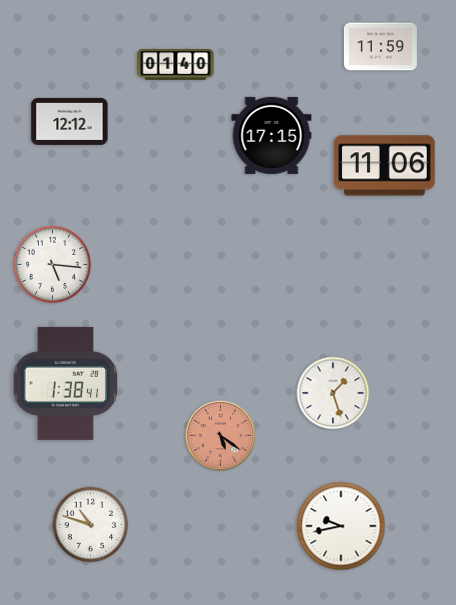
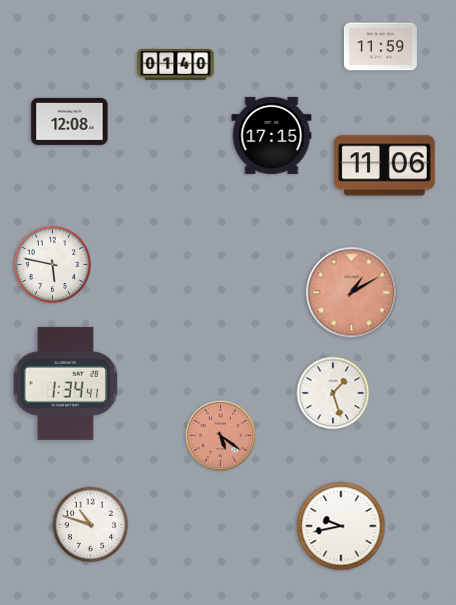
clock at (70, 121): 12:12 -> 12:08
clock at (53, 265): 5:16 -> 5:47
clock at (352, 293): none -> 1:10
clock at (66, 383): 1:38 -> 1:34
